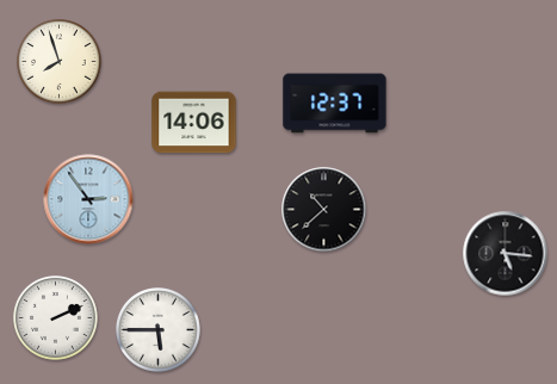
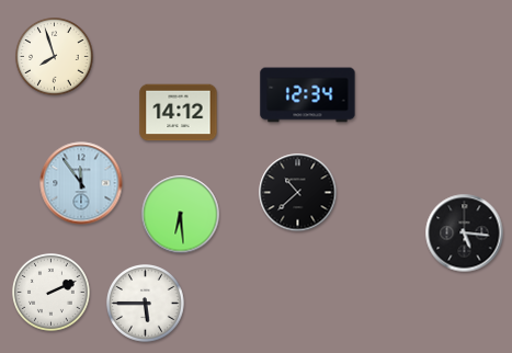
clock at (335, 104): 12:37 -> 12:34
clock at (194, 123): 14:06 -> 14:12
clock at (88, 199): 2:54 -> 11:54
clock at (181, 215): none -> 6:29
